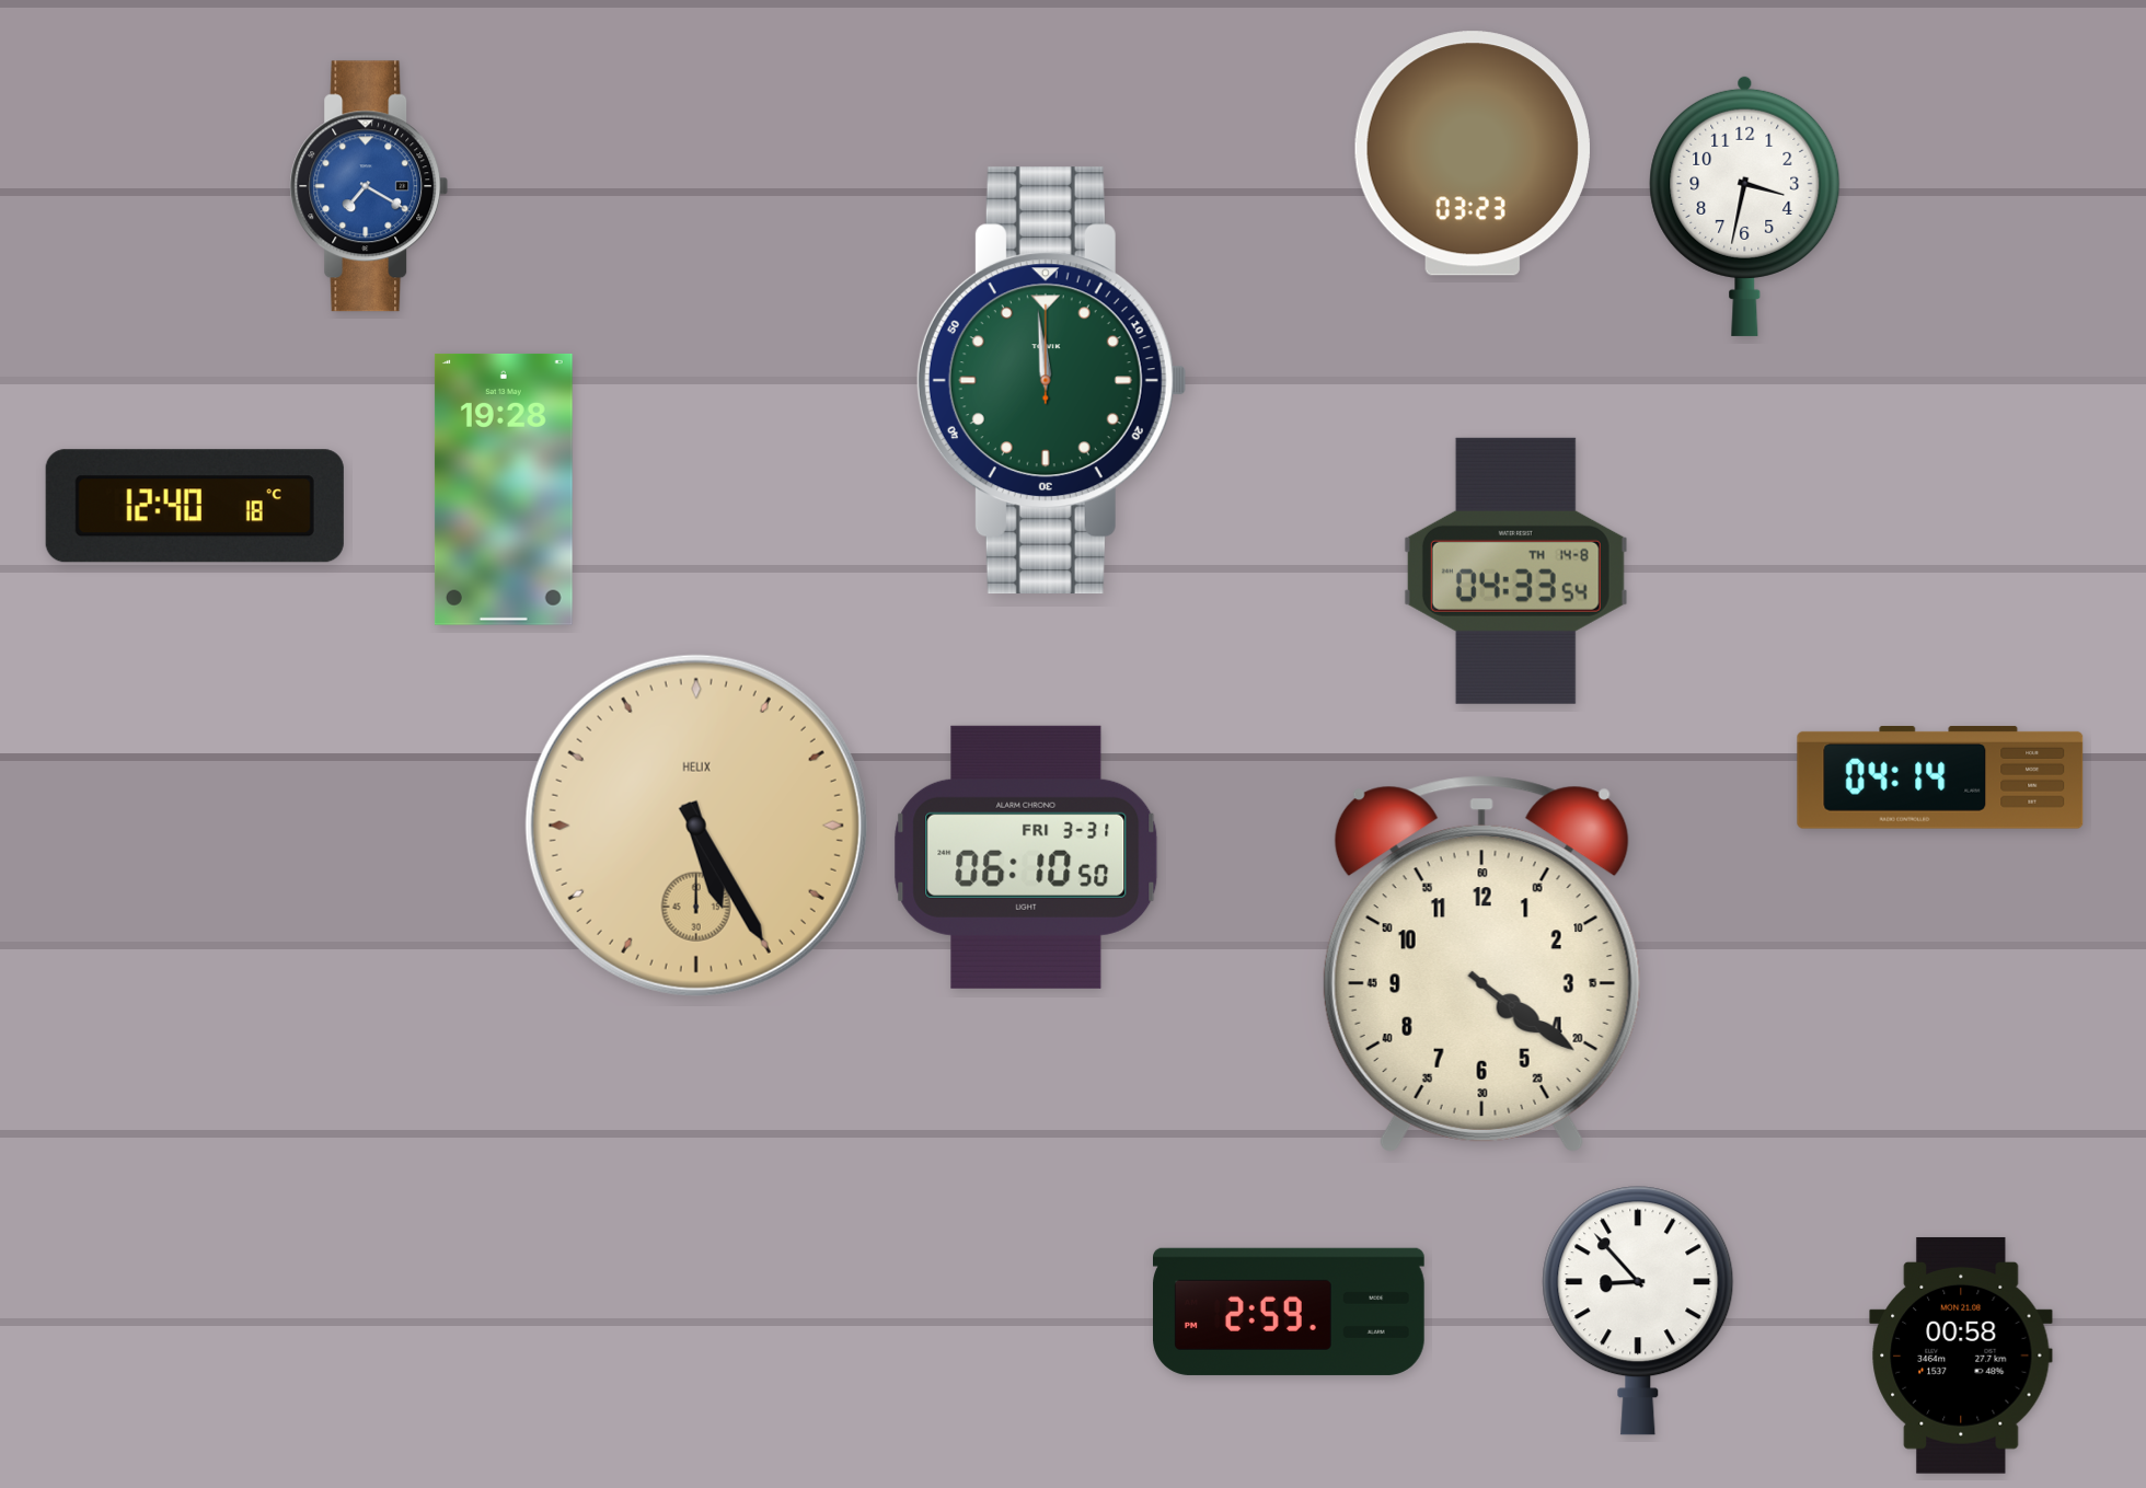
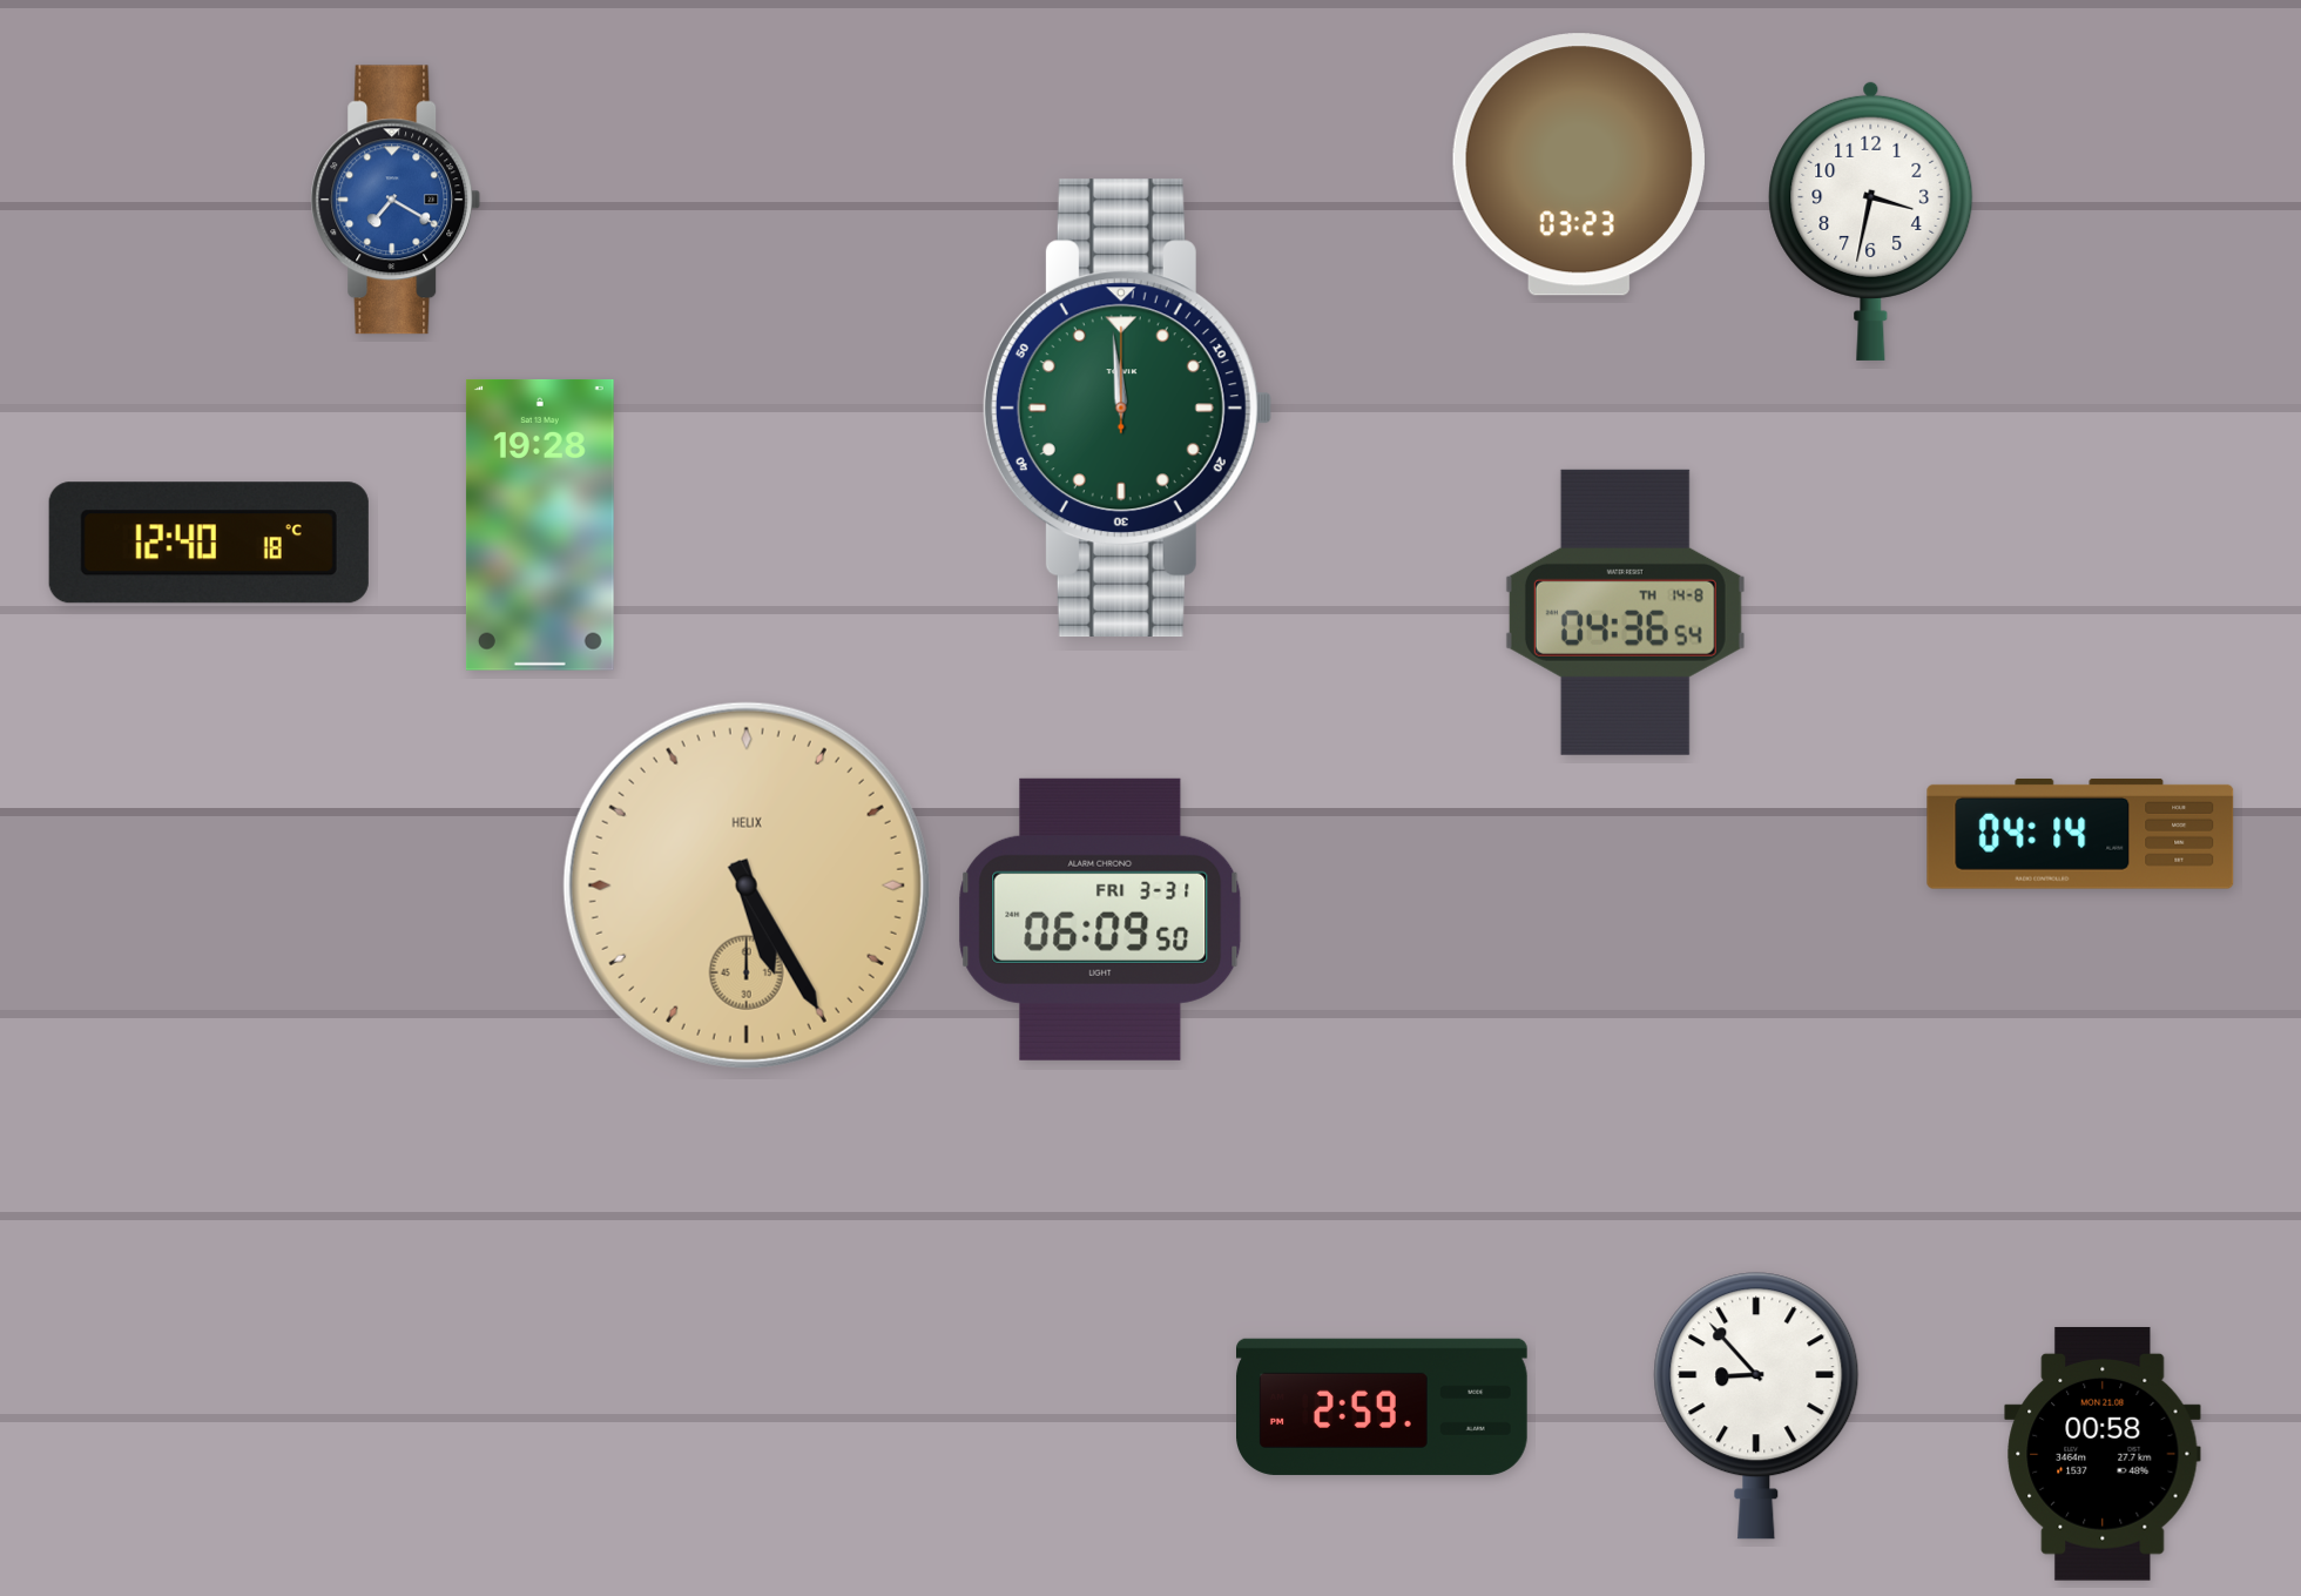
clock at (1515, 570): 04:33 -> 04:36
clock at (1026, 857): 06:10 -> 06:09
clock at (1481, 964): 4:21 -> none
